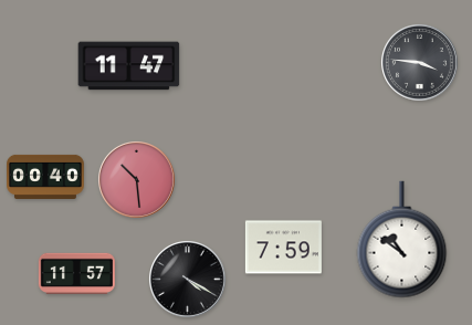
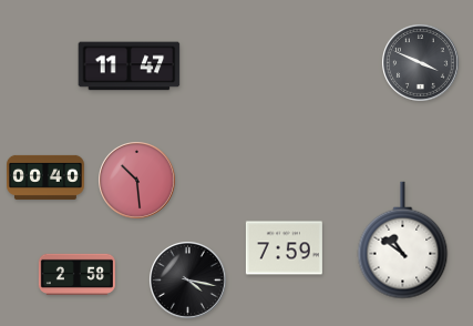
clock at (420, 63): 3:46 -> 3:49
clock at (76, 273): 11:57 -> 2:58
clock at (188, 280): 4:20 -> 4:17
